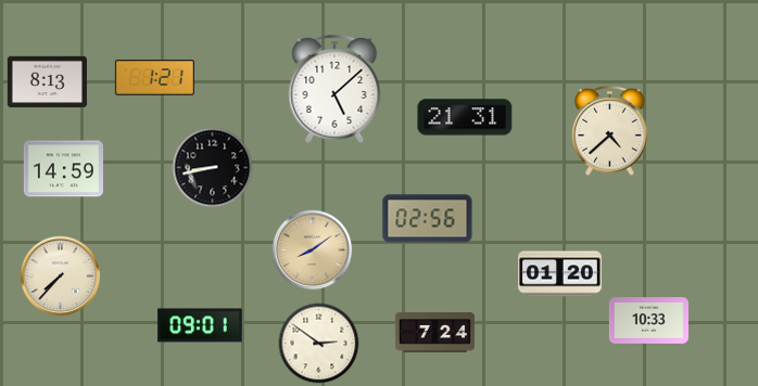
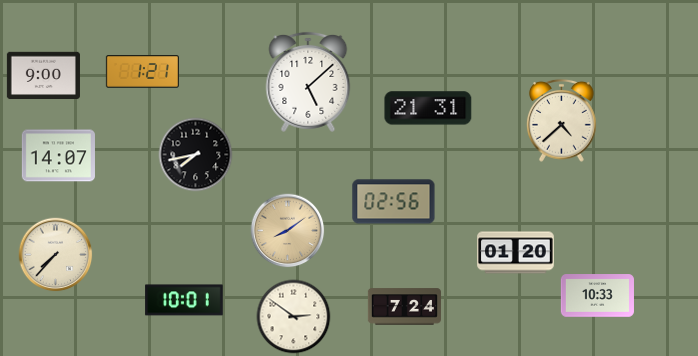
clock at (47, 82): 8:13 -> 9:00
clock at (213, 168): 8:43 -> 7:43
clock at (63, 169): 14:59 -> 14:07
clock at (200, 325): 09:01 -> 10:01
clock at (434, 333) position: (434, 333) -> (404, 307)
